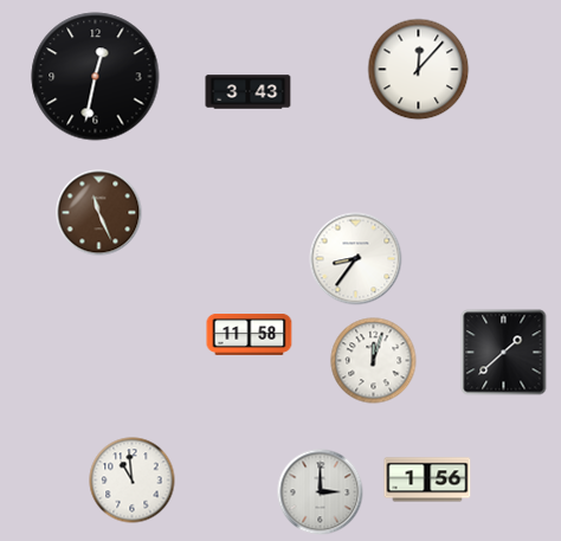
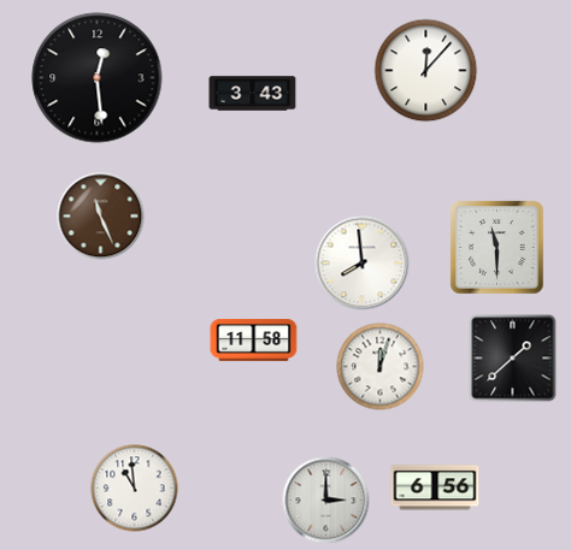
clock at (96, 77): 12:32 -> 12:29
clock at (498, 248): none -> 11:30
clock at (356, 259): 8:36 -> 7:59
clock at (427, 479): 1:56 -> 6:56
